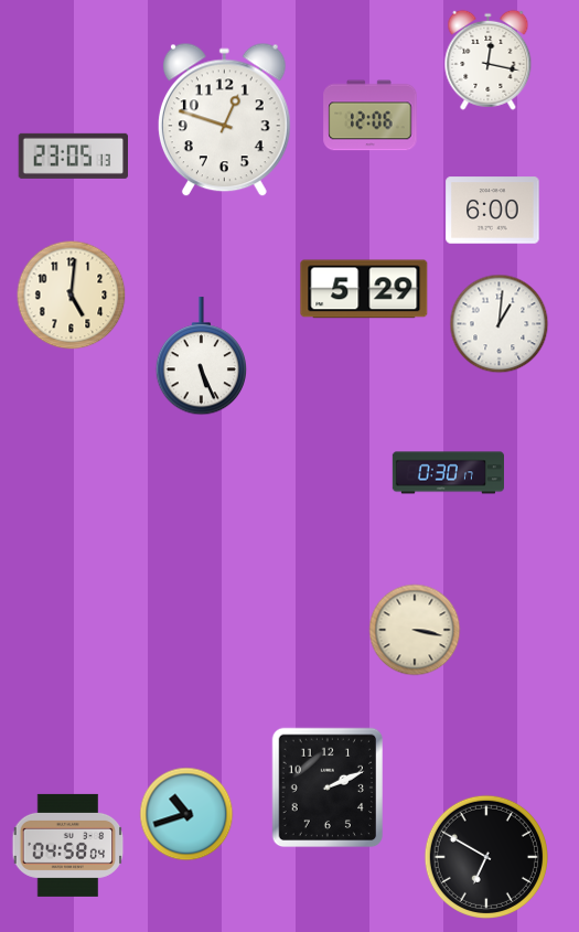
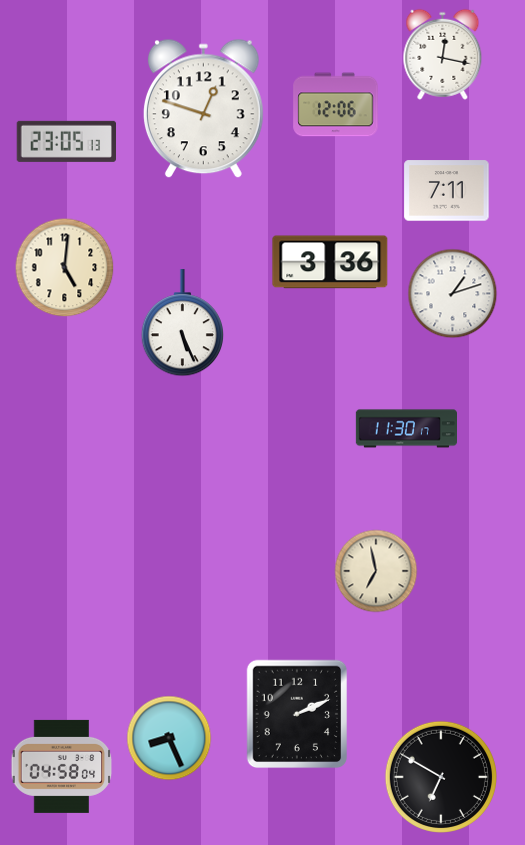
clock at (493, 211): 6:00 -> 7:11
clock at (364, 289): 5:29 -> 3:36
clock at (500, 324): 1:01 -> 1:12
clock at (448, 473): 0:30 -> 11:30
clock at (415, 630): 3:17 -> 6:58
clock at (186, 814): 10:42 -> 8:26
